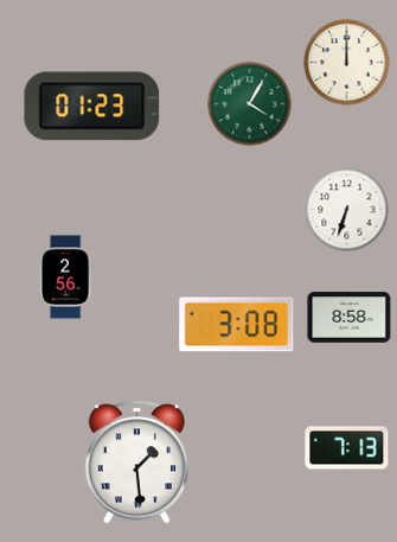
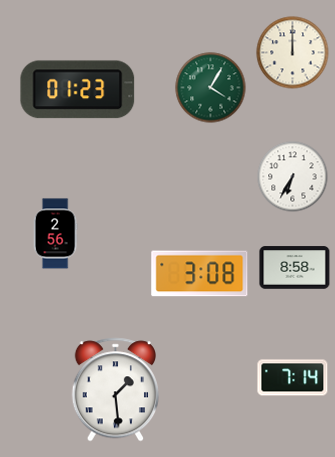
clock at (347, 210): 6:33 -> 6:35
clock at (347, 448): 7:13 -> 7:14
